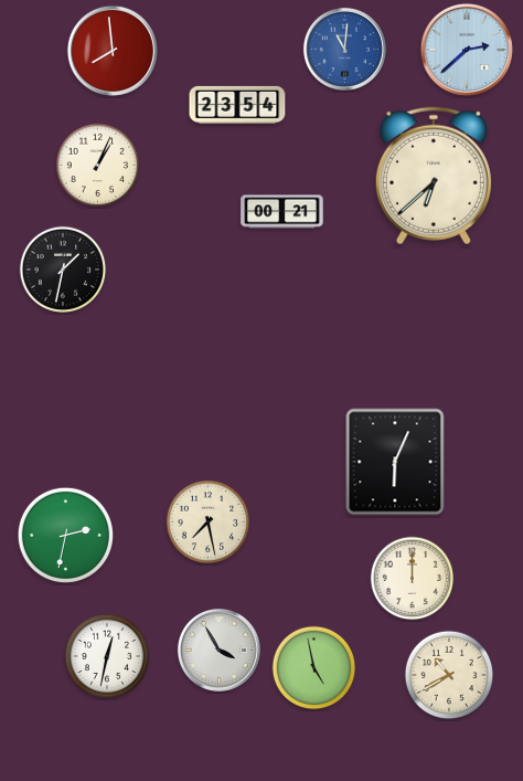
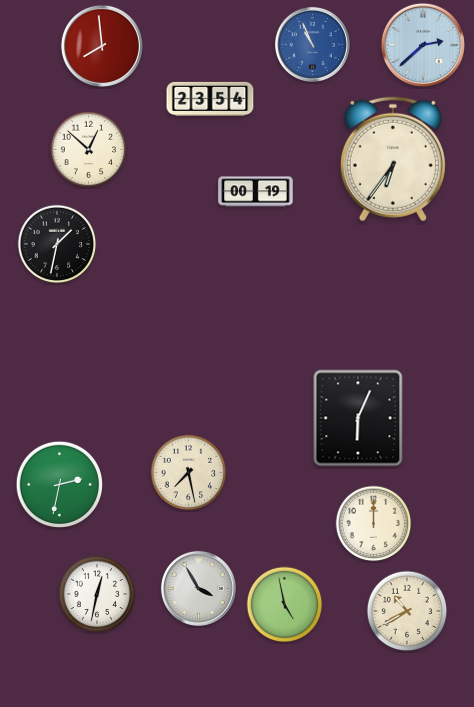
clock at (344, 49): 11:01 -> 10:56
clock at (237, 105) position: (237, 105) -> (210, 99)
clock at (98, 166): 1:04 -> 12:52
clock at (434, 176): 6:38 -> 6:36
clock at (282, 212): 00:21 -> 00:19
